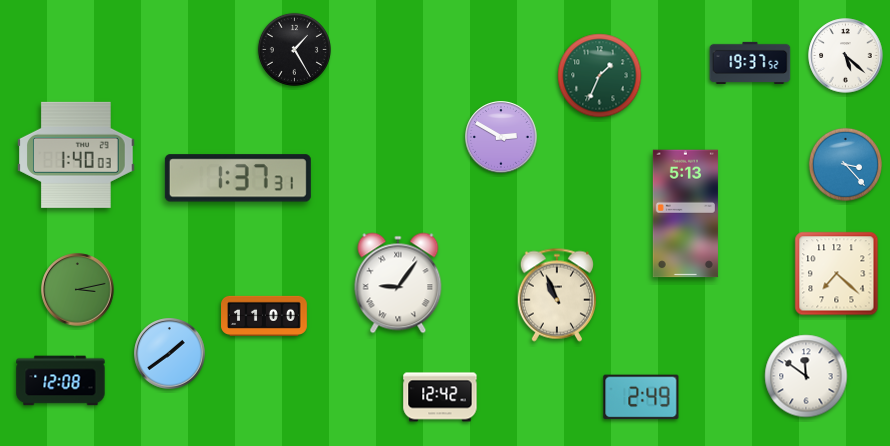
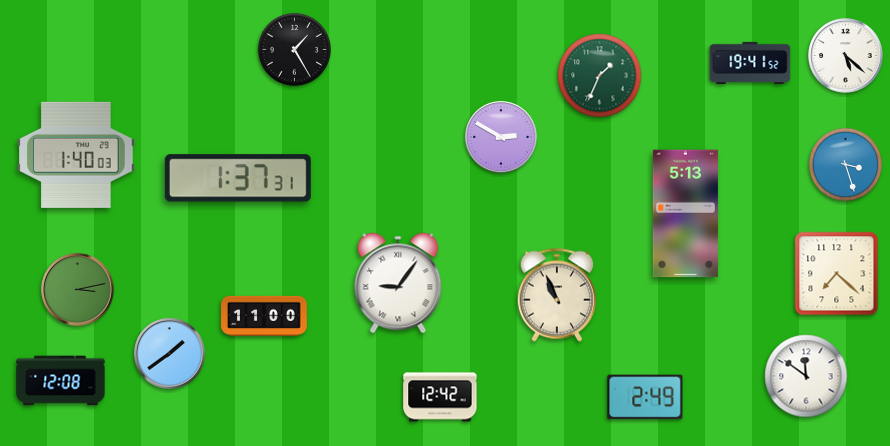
clock at (750, 63): 19:37 -> 19:41
clock at (845, 164): 3:23 -> 3:27
clock at (641, 397) position: (641, 397) -> (645, 397)
